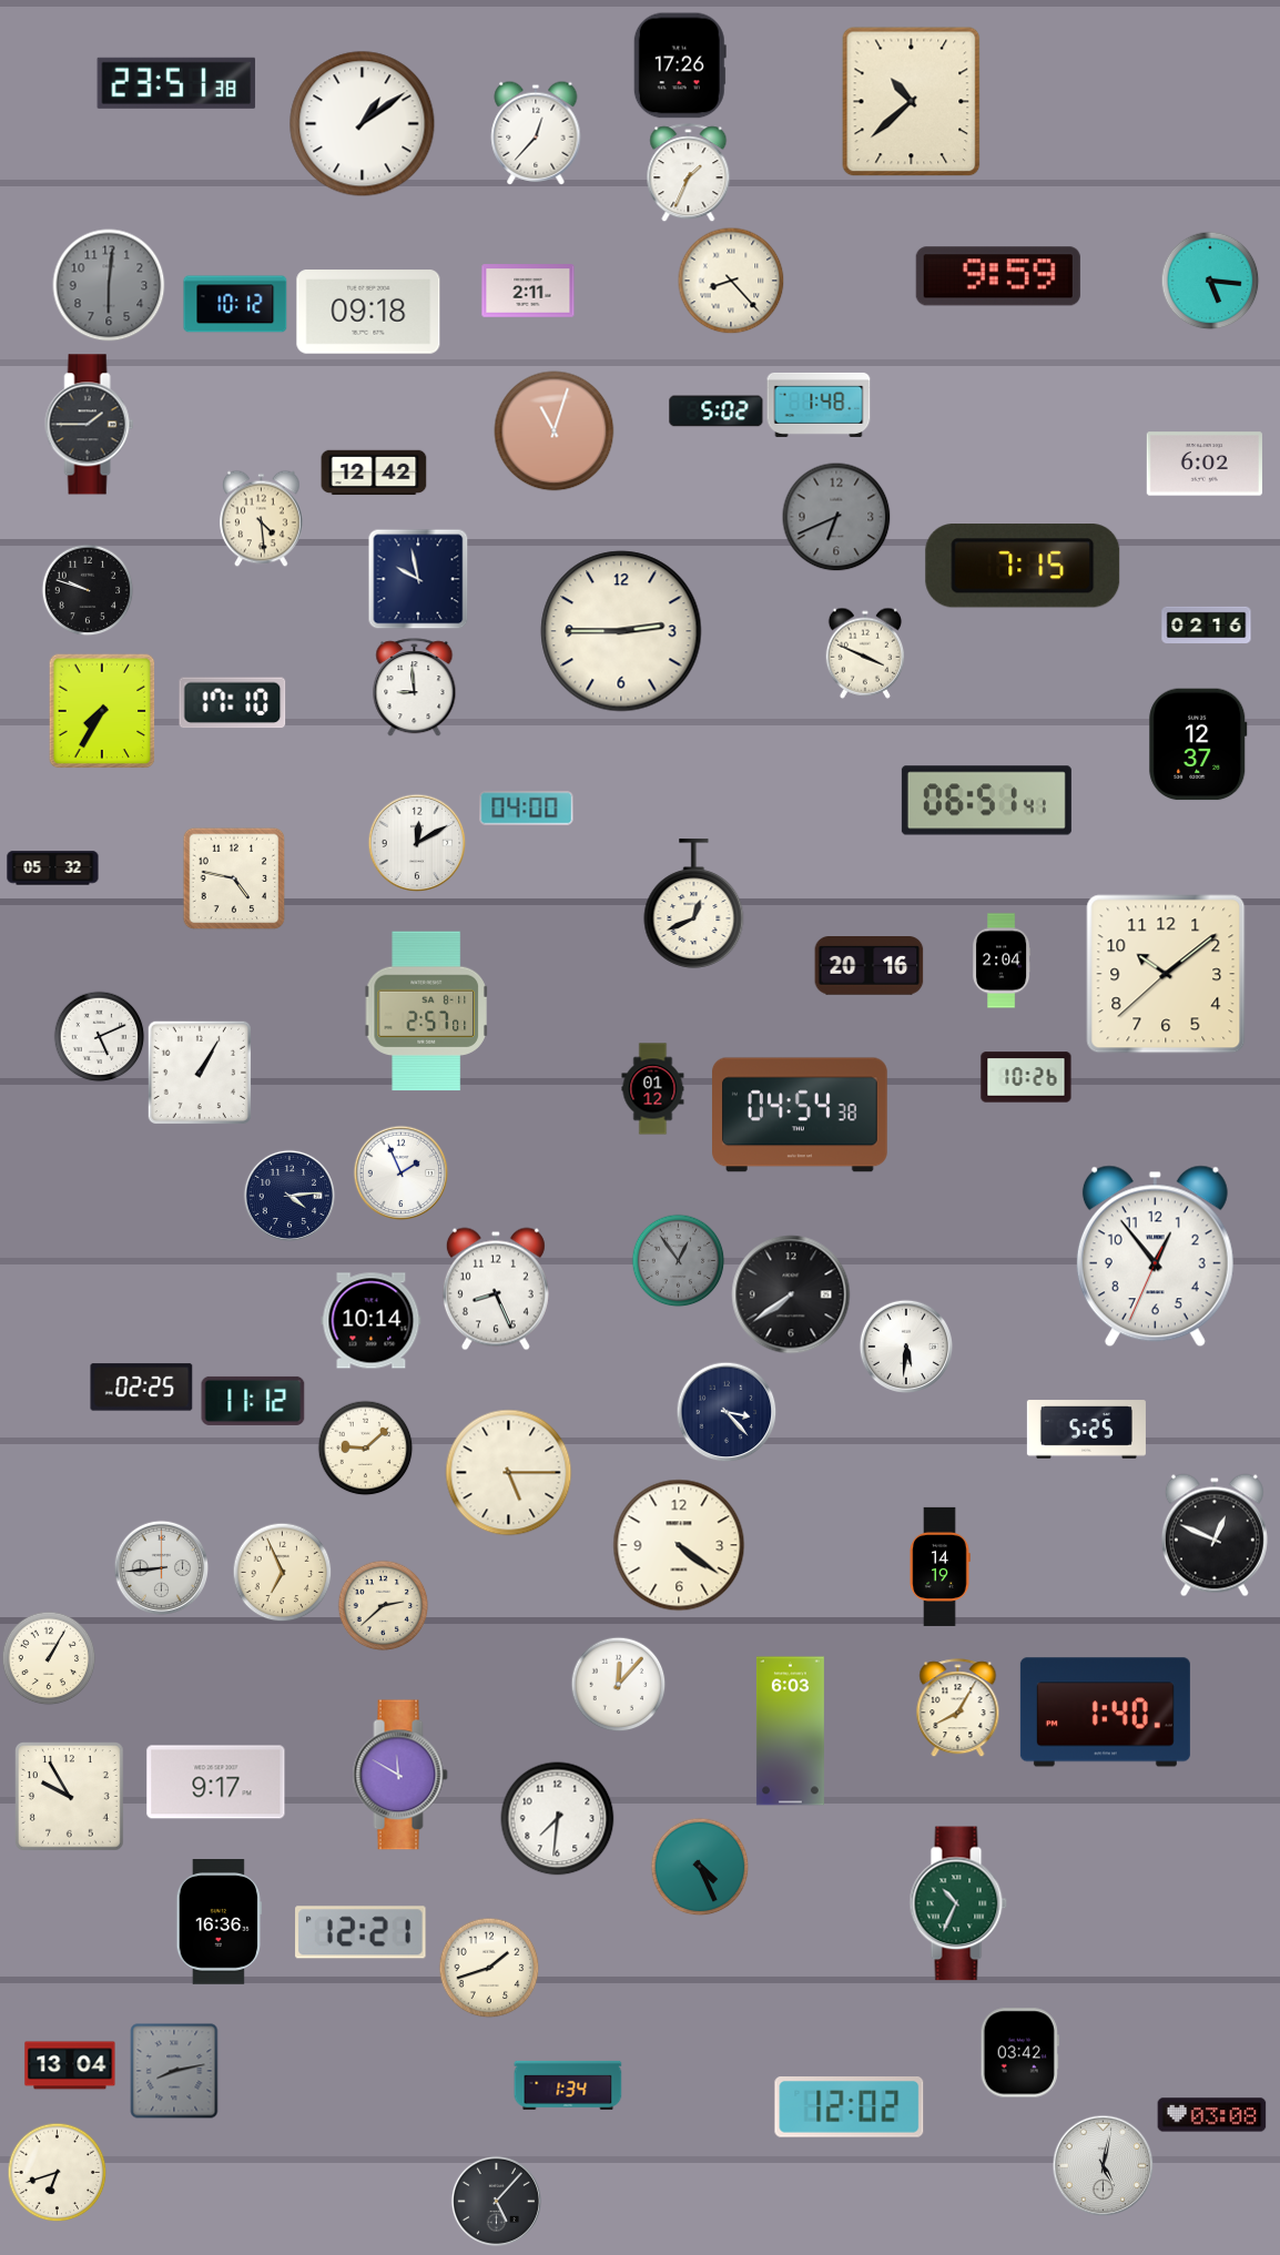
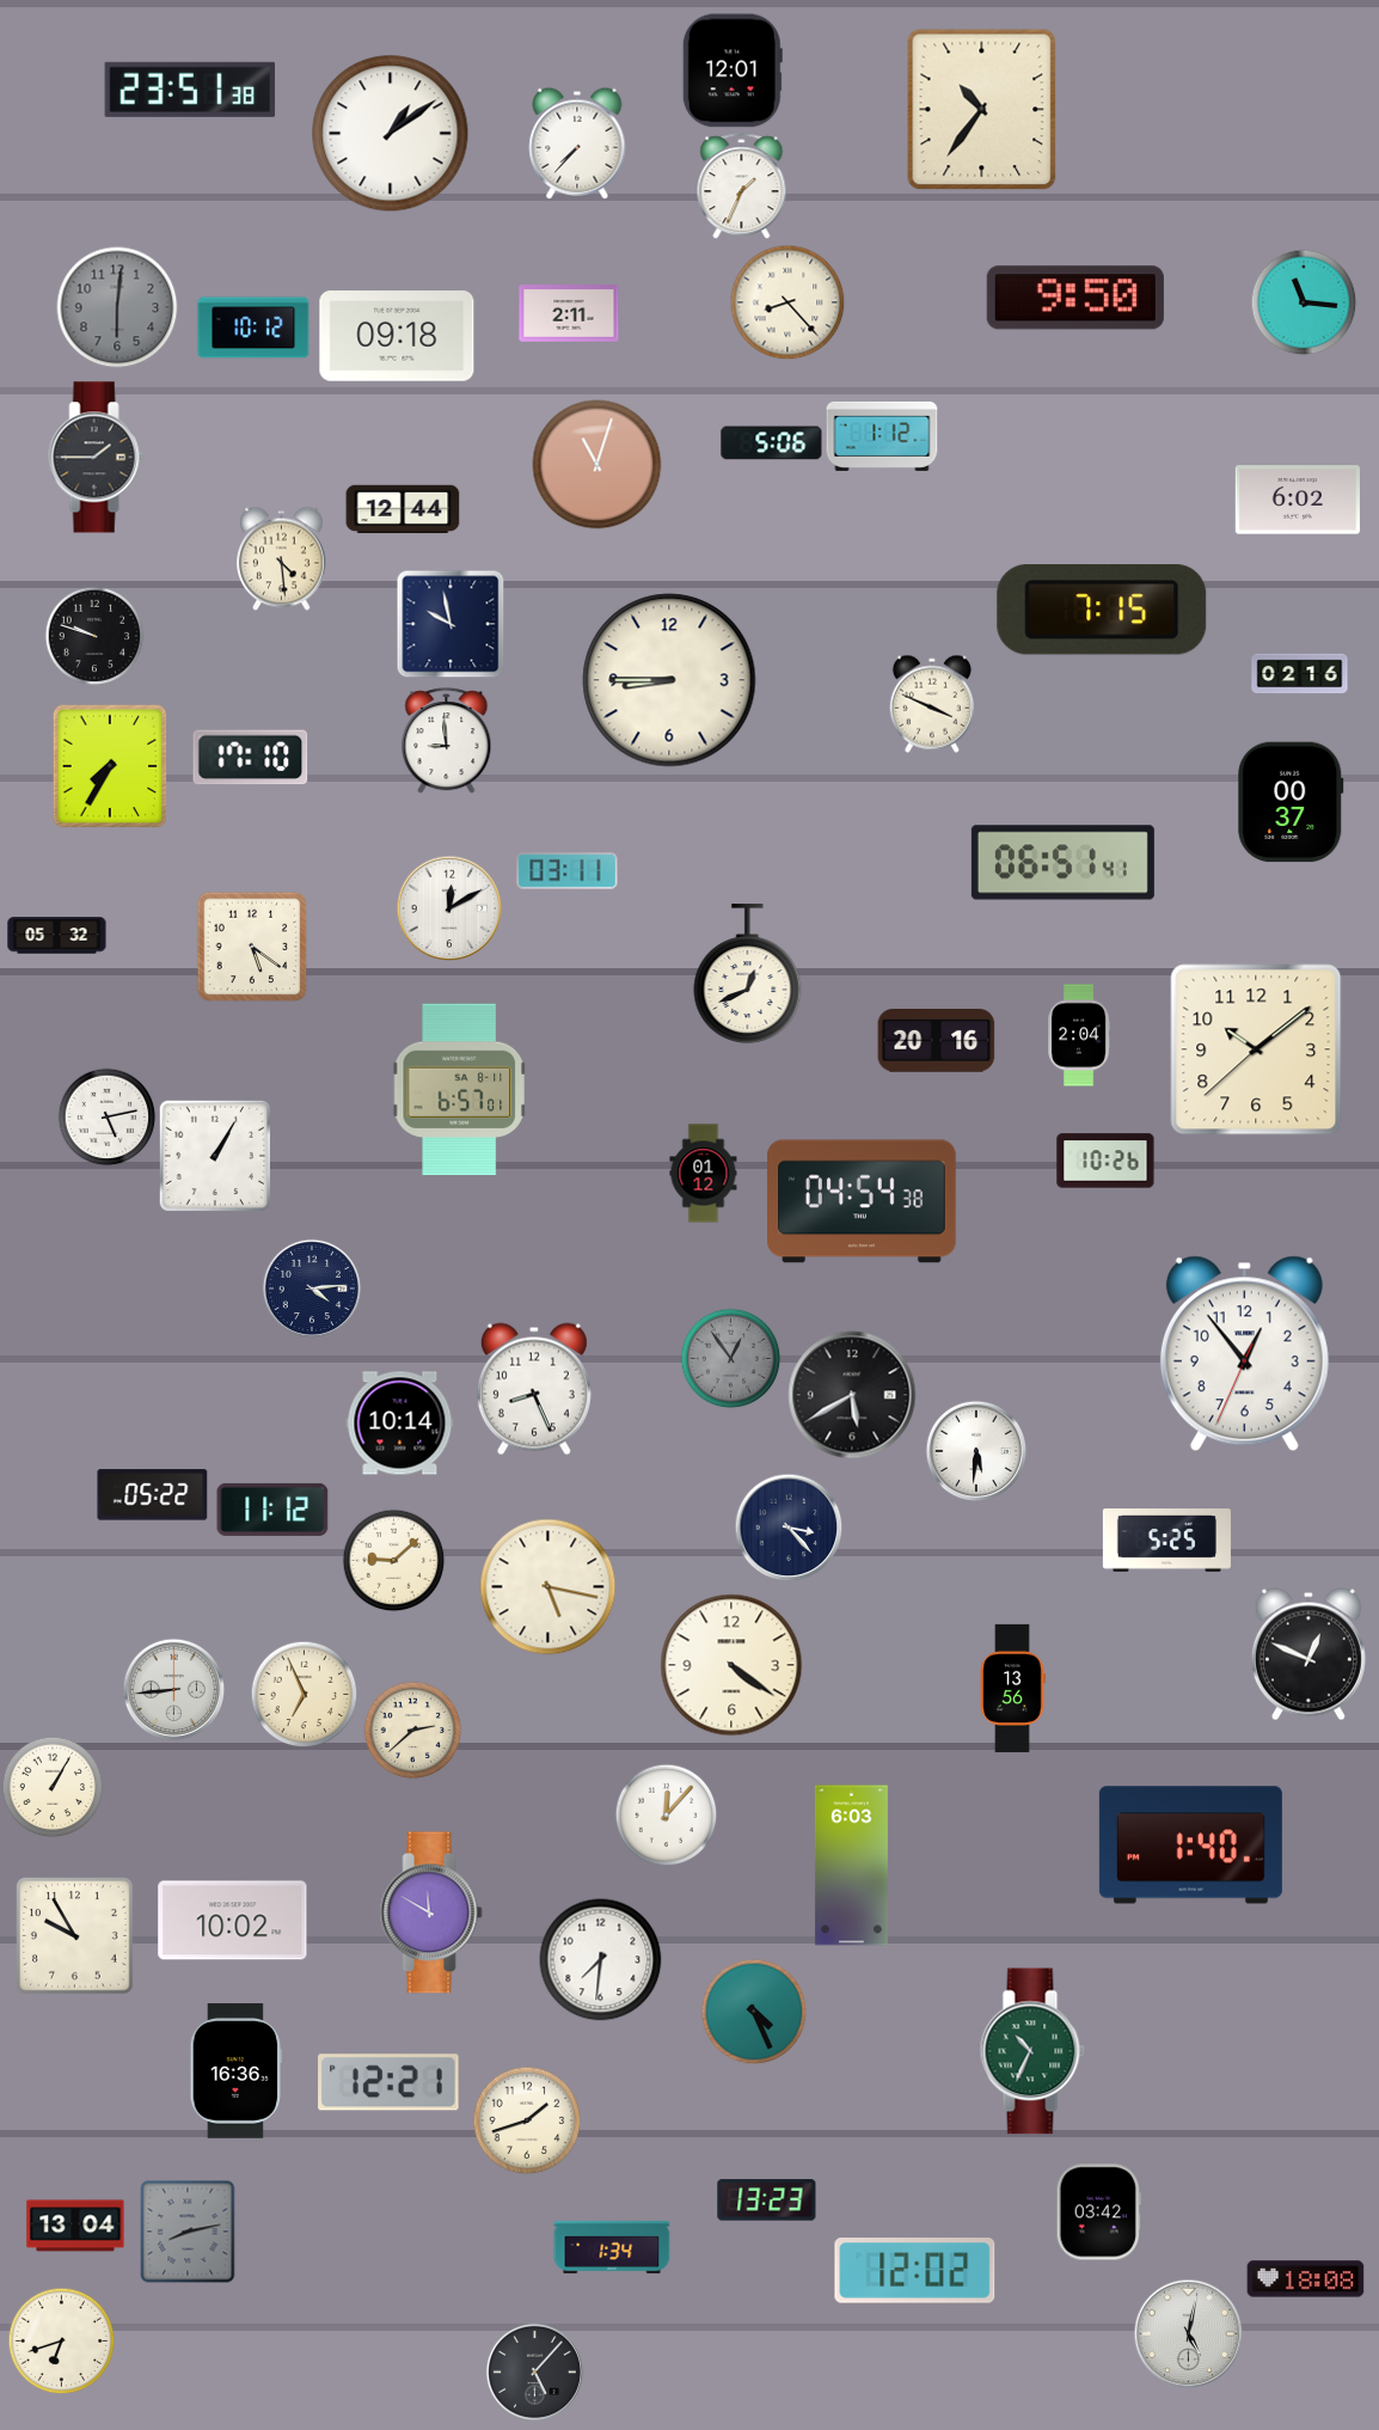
clock at (680, 65): 17:26 -> 12:01
clock at (912, 102): 10:38 -> 10:36
clock at (536, 133): 12:37 -> 7:37
clock at (998, 276): 9:59 -> 9:50
clock at (1210, 281): 5:16 -> 11:16
clock at (819, 405): 1:48 -> 1:12
clock at (717, 412): 5:02 -> 5:06
clock at (374, 473): 12:42 -> 12:44
clock at (836, 517): 6:41 -> none
clock at (621, 631): 2:45 -> 8:45
clock at (1198, 744): 12:37 -> 00:37
clock at (527, 809): 04:00 -> 03:11
clock at (234, 878): 4:47 -> 5:21
clock at (427, 1012): 2:57 -> 6:57
clock at (99, 1036): 5:11 -> 5:13
clock at (400, 1172): 1:56 -> none
clock at (791, 1294): 7:39 -> 5:40
clock at (142, 1388): 02:25 -> 05:22
clock at (727, 1412) position: (727, 1412) -> (789, 1528)
clock at (1086, 1430) position: (1086, 1430) -> (1166, 1541)
clock at (509, 1473): 5:15 -> 5:17
clock at (939, 1566): 14:19 -> 13:56
clock at (958, 1708): 8:05 -> none
clock at (216, 1782): 9:17 -> 10:02
clock at (767, 2201): none -> 13:23
clock at (1212, 2115): 03:08 -> 18:08
